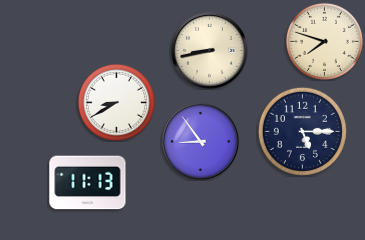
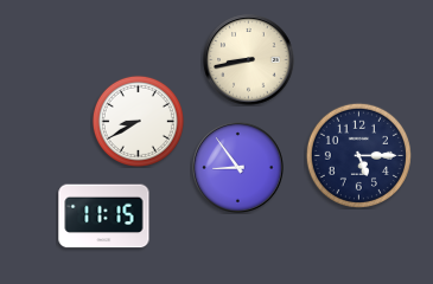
clock at (324, 41): 7:48 -> none
clock at (88, 183): 11:13 -> 11:15
